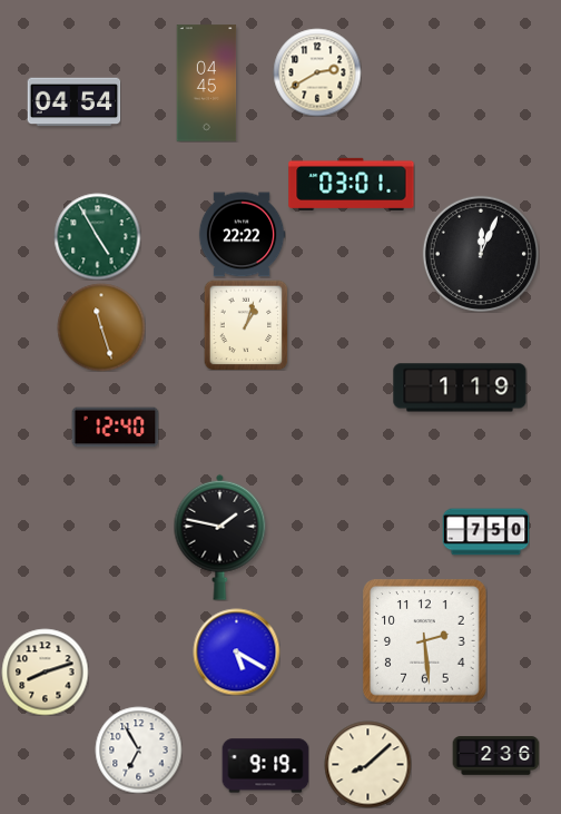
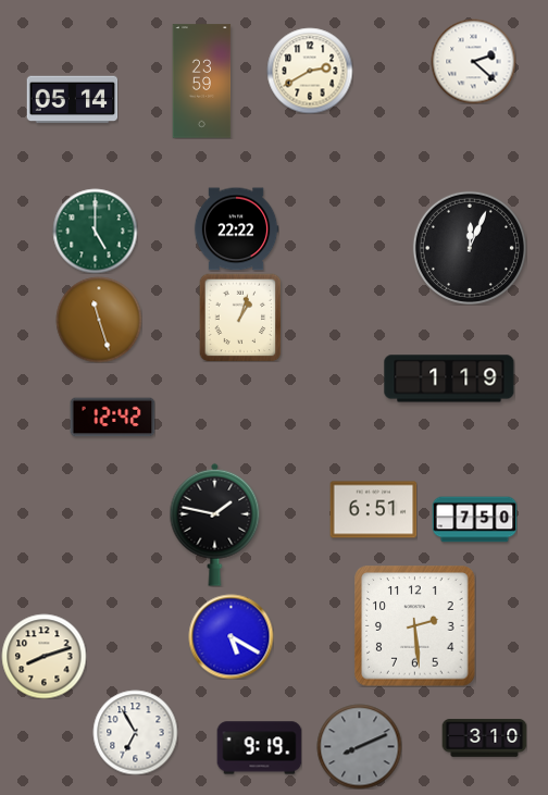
clock at (473, 61): none -> 2:22
clock at (207, 84): 04:45 -> 23:59
clock at (73, 102): 04:54 -> 05:14
clock at (352, 184): 03:01 -> none
clock at (97, 236): 4:55 -> 5:00
clock at (115, 428): 12:40 -> 12:42
clock at (373, 510): none -> 6:51
clock at (495, 756): 2:36 -> 3:10
clock at (367, 764): 8:08 -> 8:11
clock at (367, 764) dial: cream -> grey
